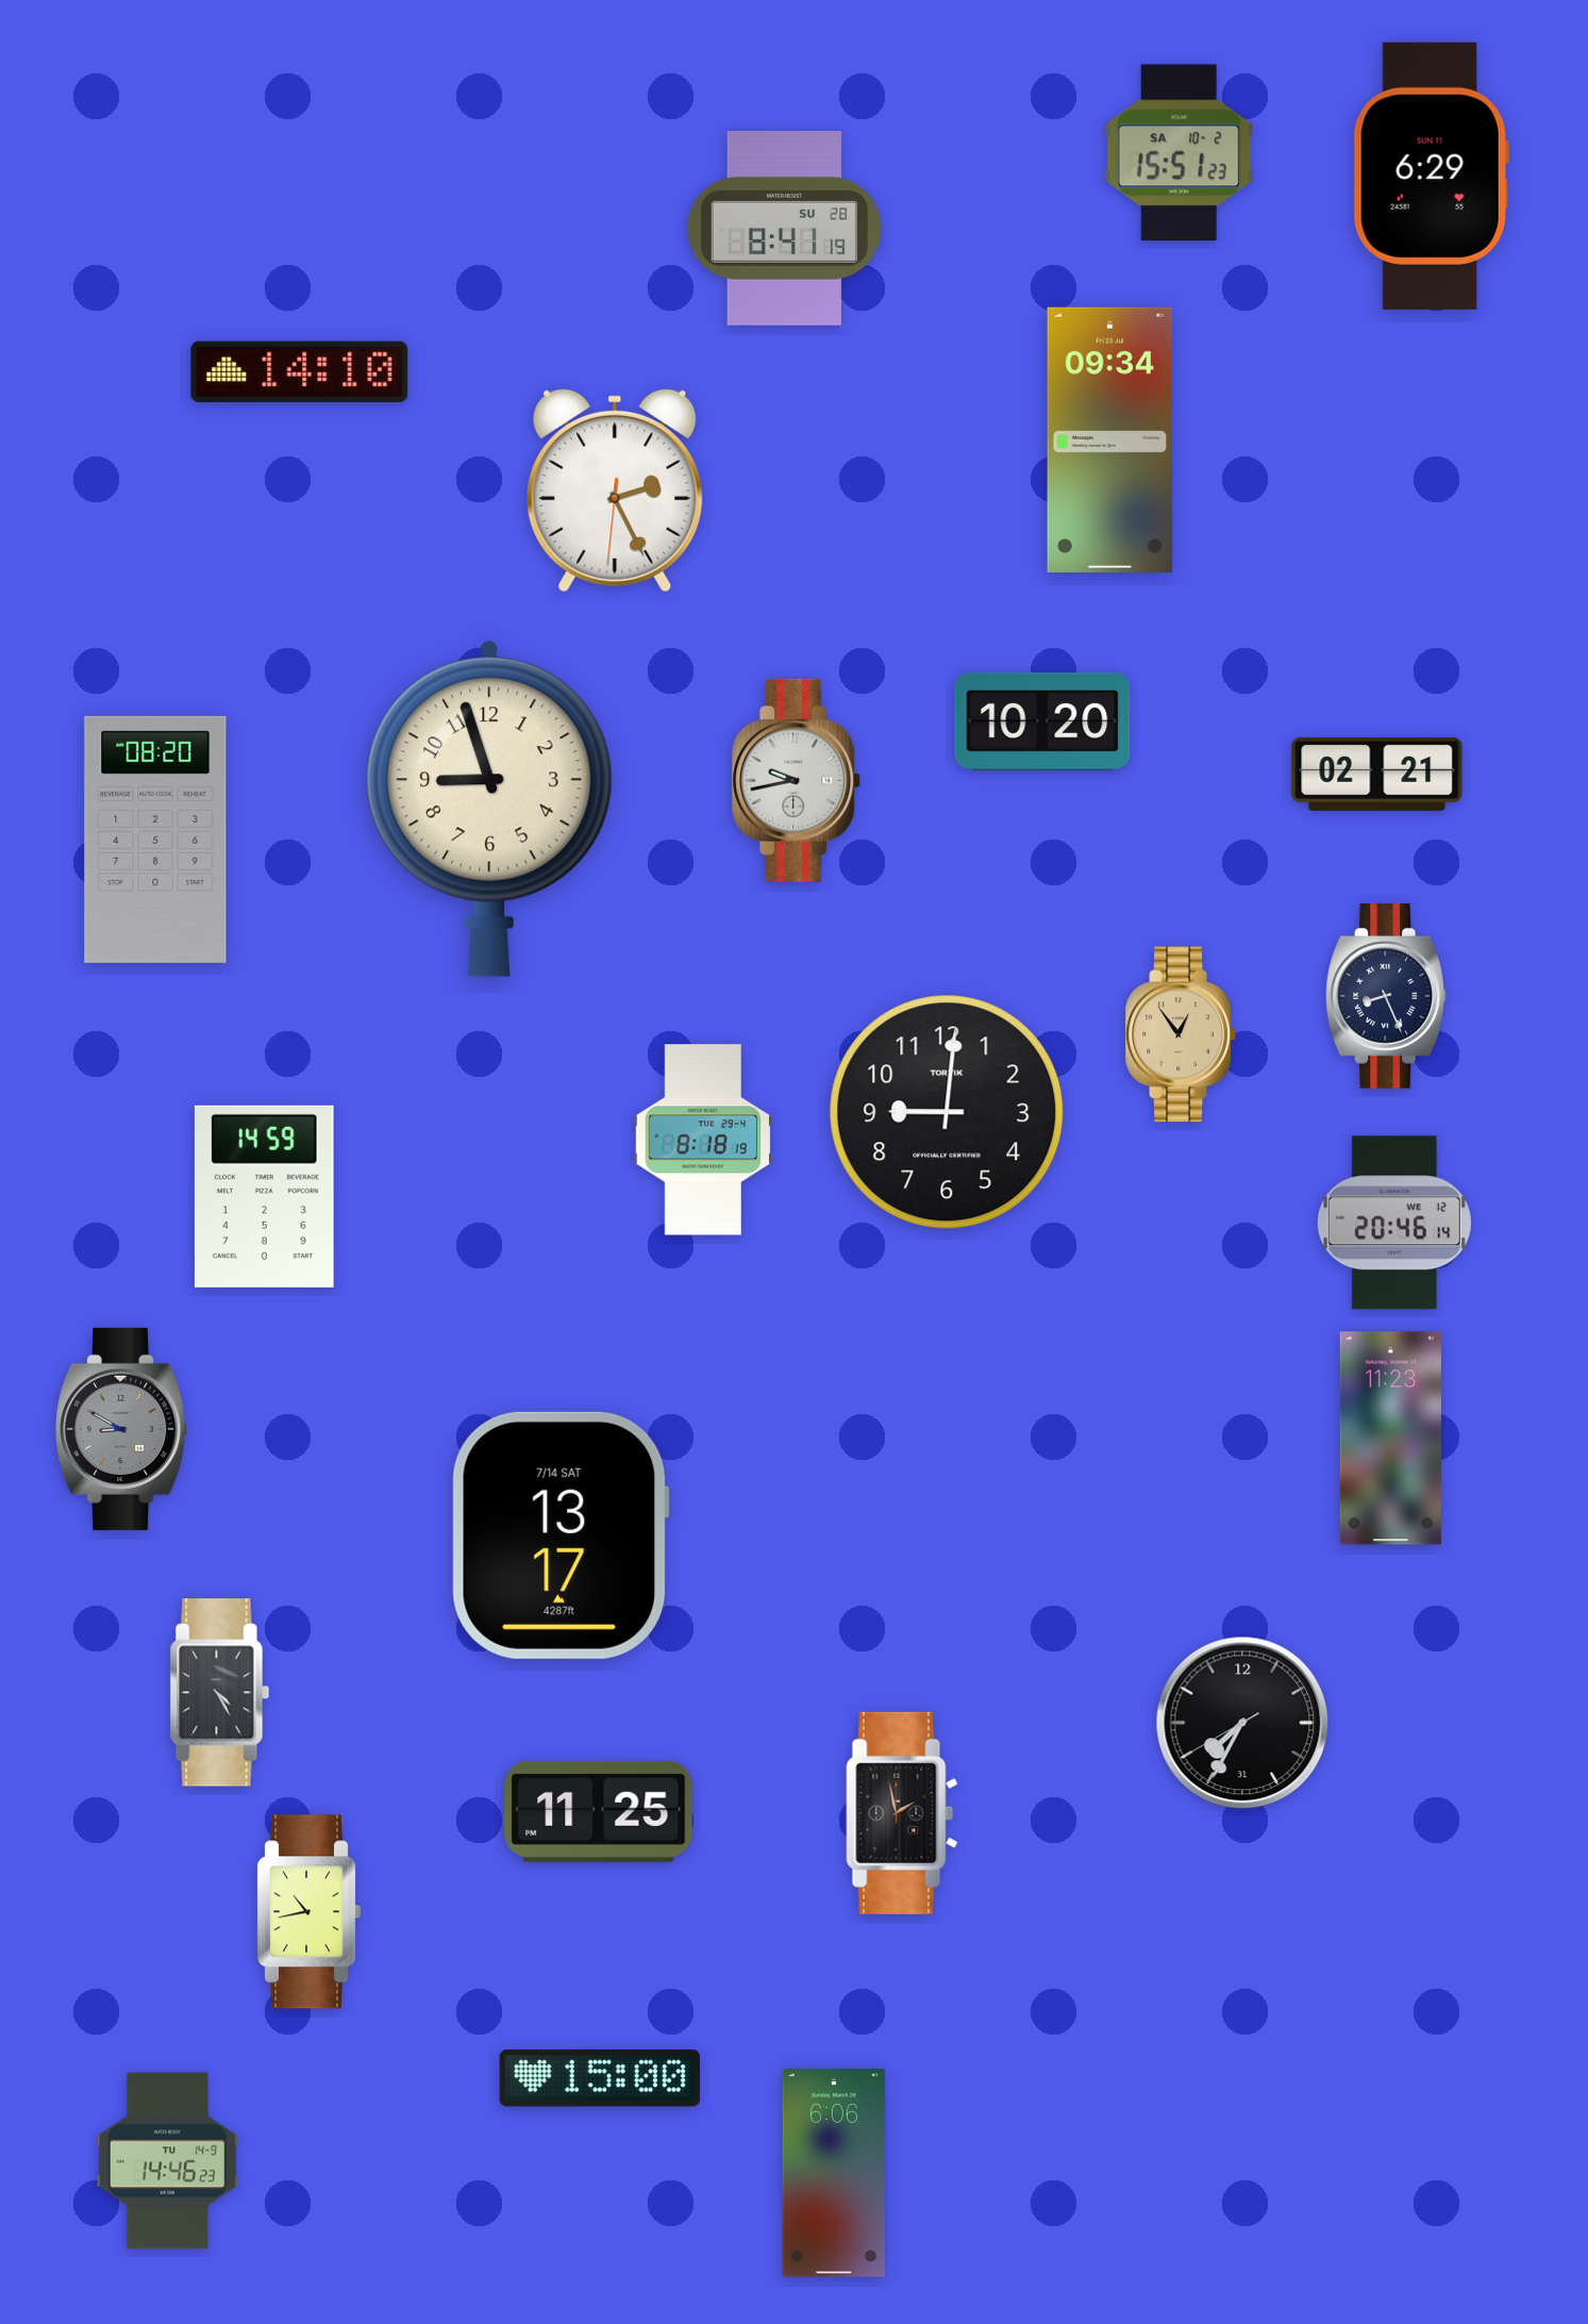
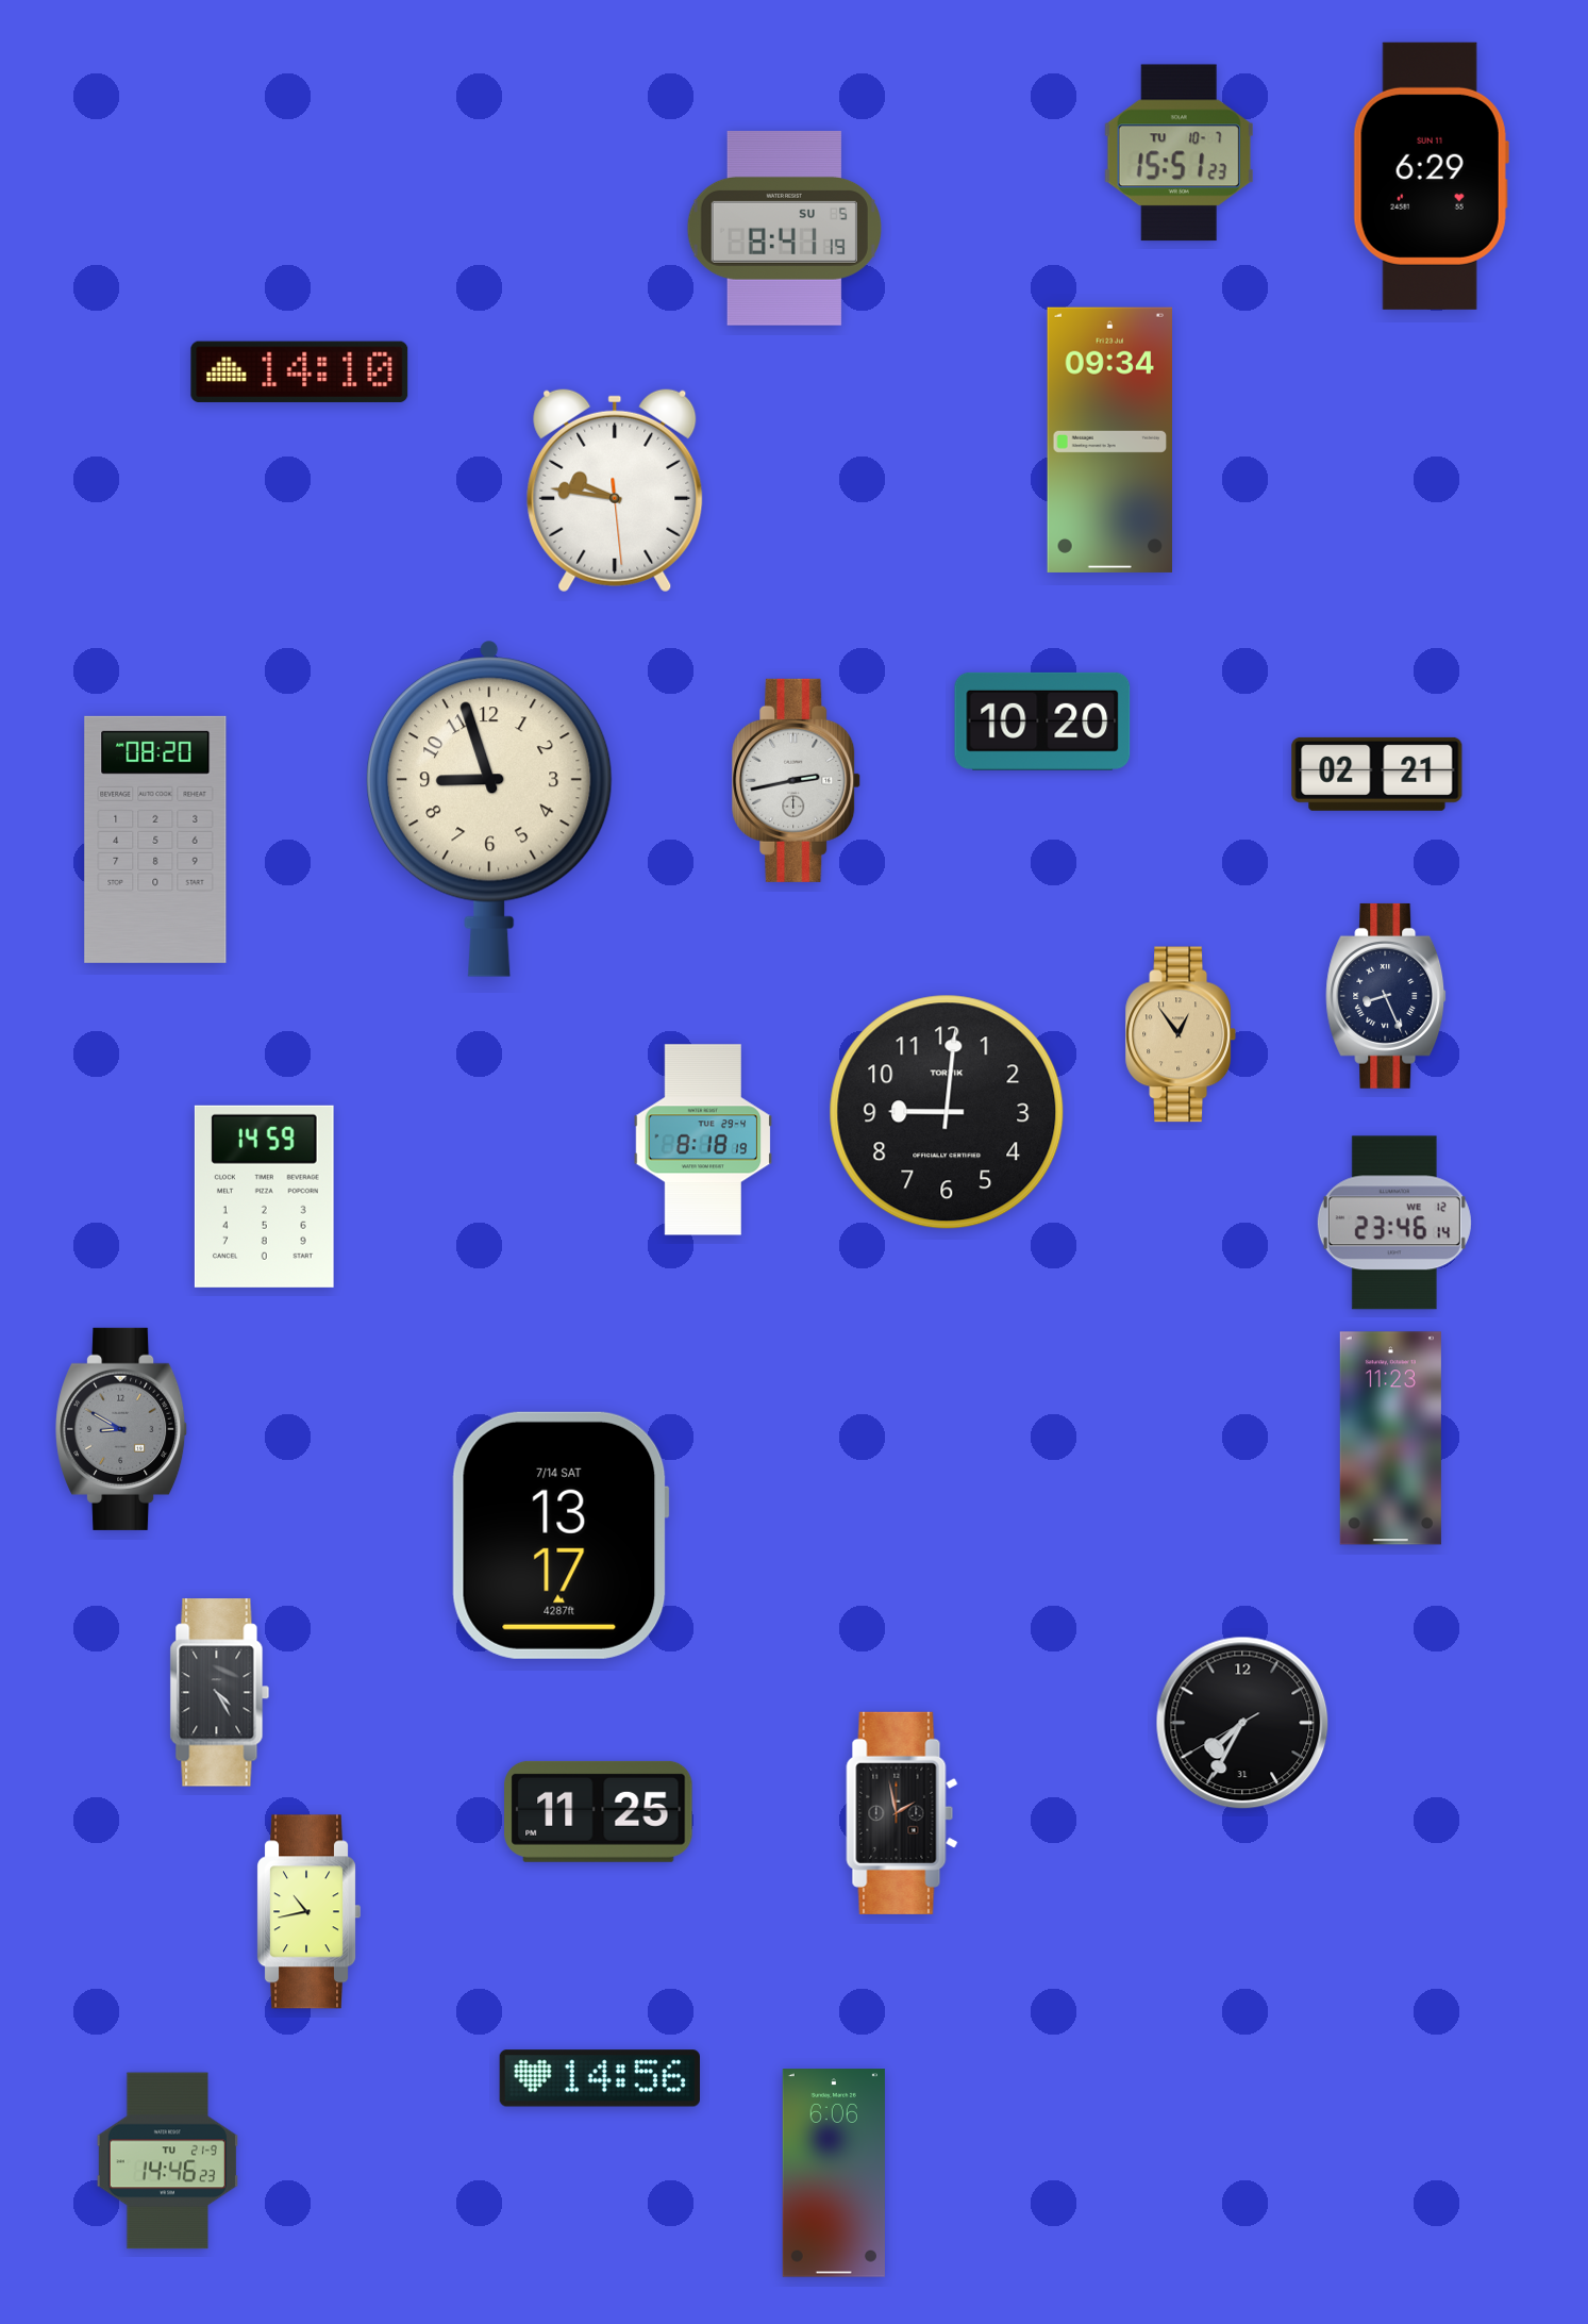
clock at (1179, 153) date: SA 10-2 -> TU 10-7
clock at (784, 228) date: SU 28 -> SU 5
clock at (615, 491): 2:25 -> 9:46
clock at (797, 780): 9:43 -> 2:43
clock at (1394, 1223): 20:46 -> 23:46
clock at (600, 2078): 15:00 -> 14:56
clock at (167, 2161) date: TU 14-9 -> TU 21-9
